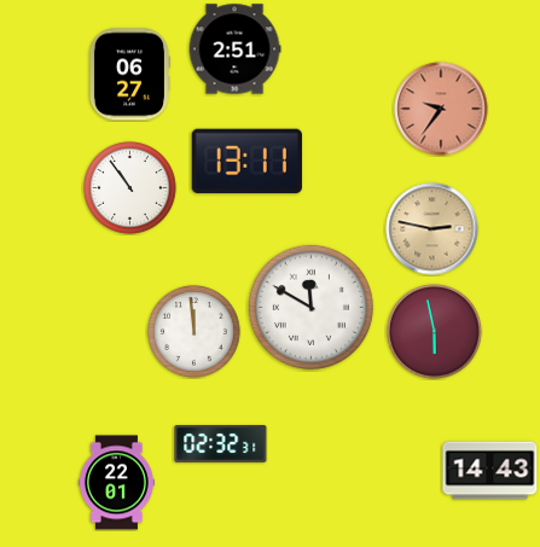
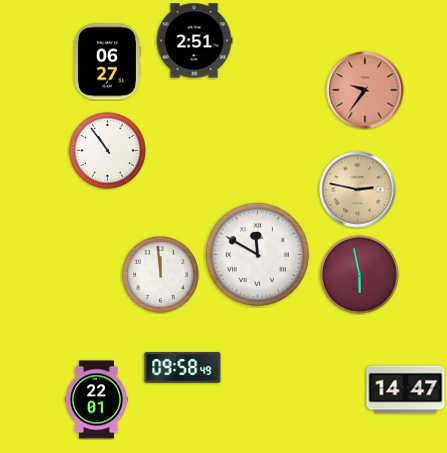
clock at (246, 162): 13:11 -> none
clock at (130, 188) position: (130, 188) -> (108, 151)
clock at (221, 444): 02:32 -> 09:58
clock at (490, 471): 14:43 -> 14:47
